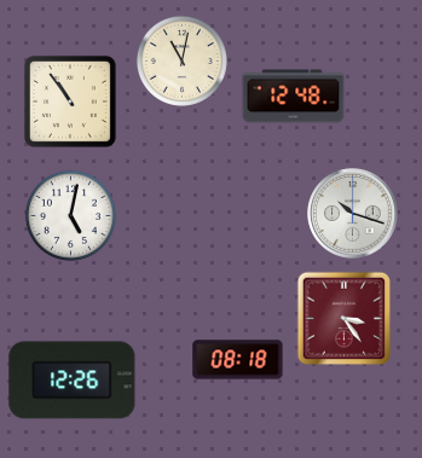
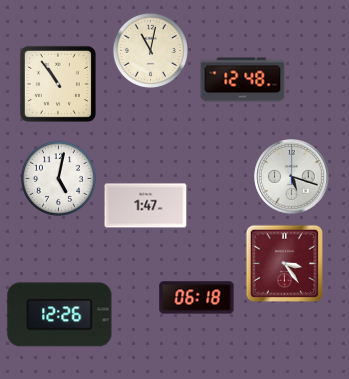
clock at (353, 214): 10:18 -> 5:18
clock at (146, 206): none -> 1:47
clock at (238, 360): 08:18 -> 06:18
